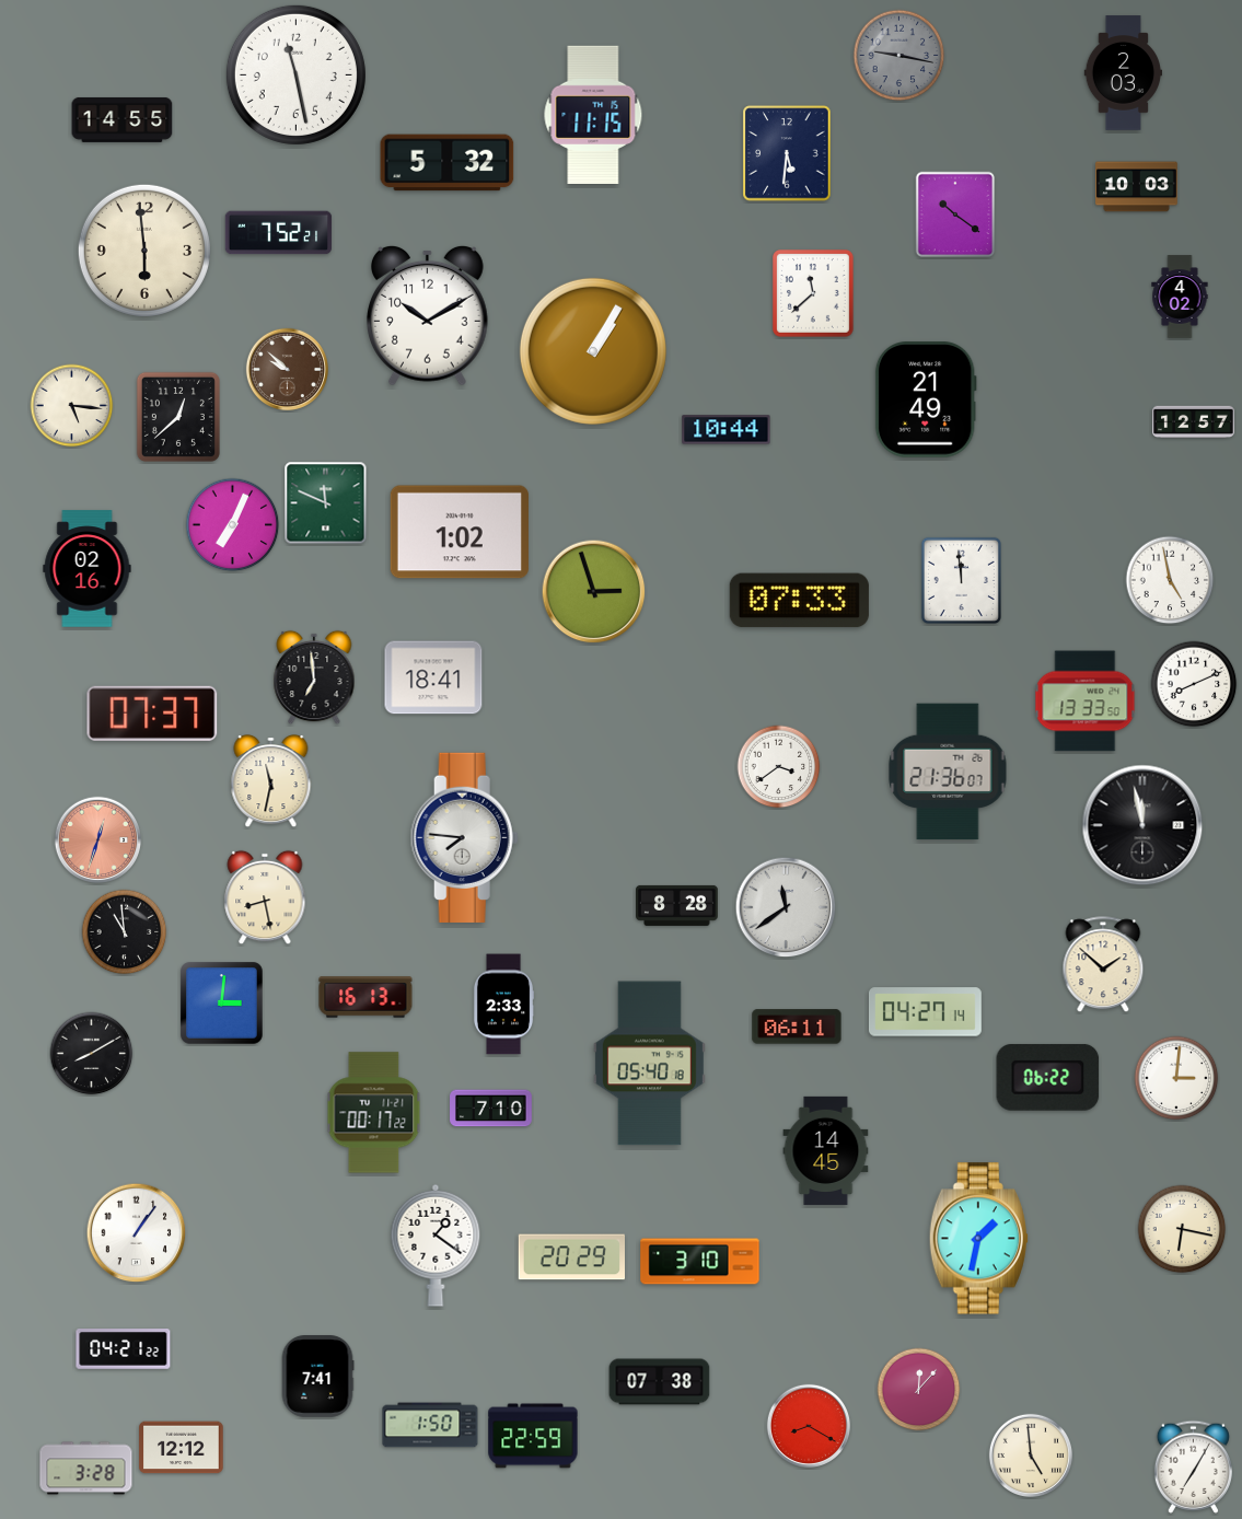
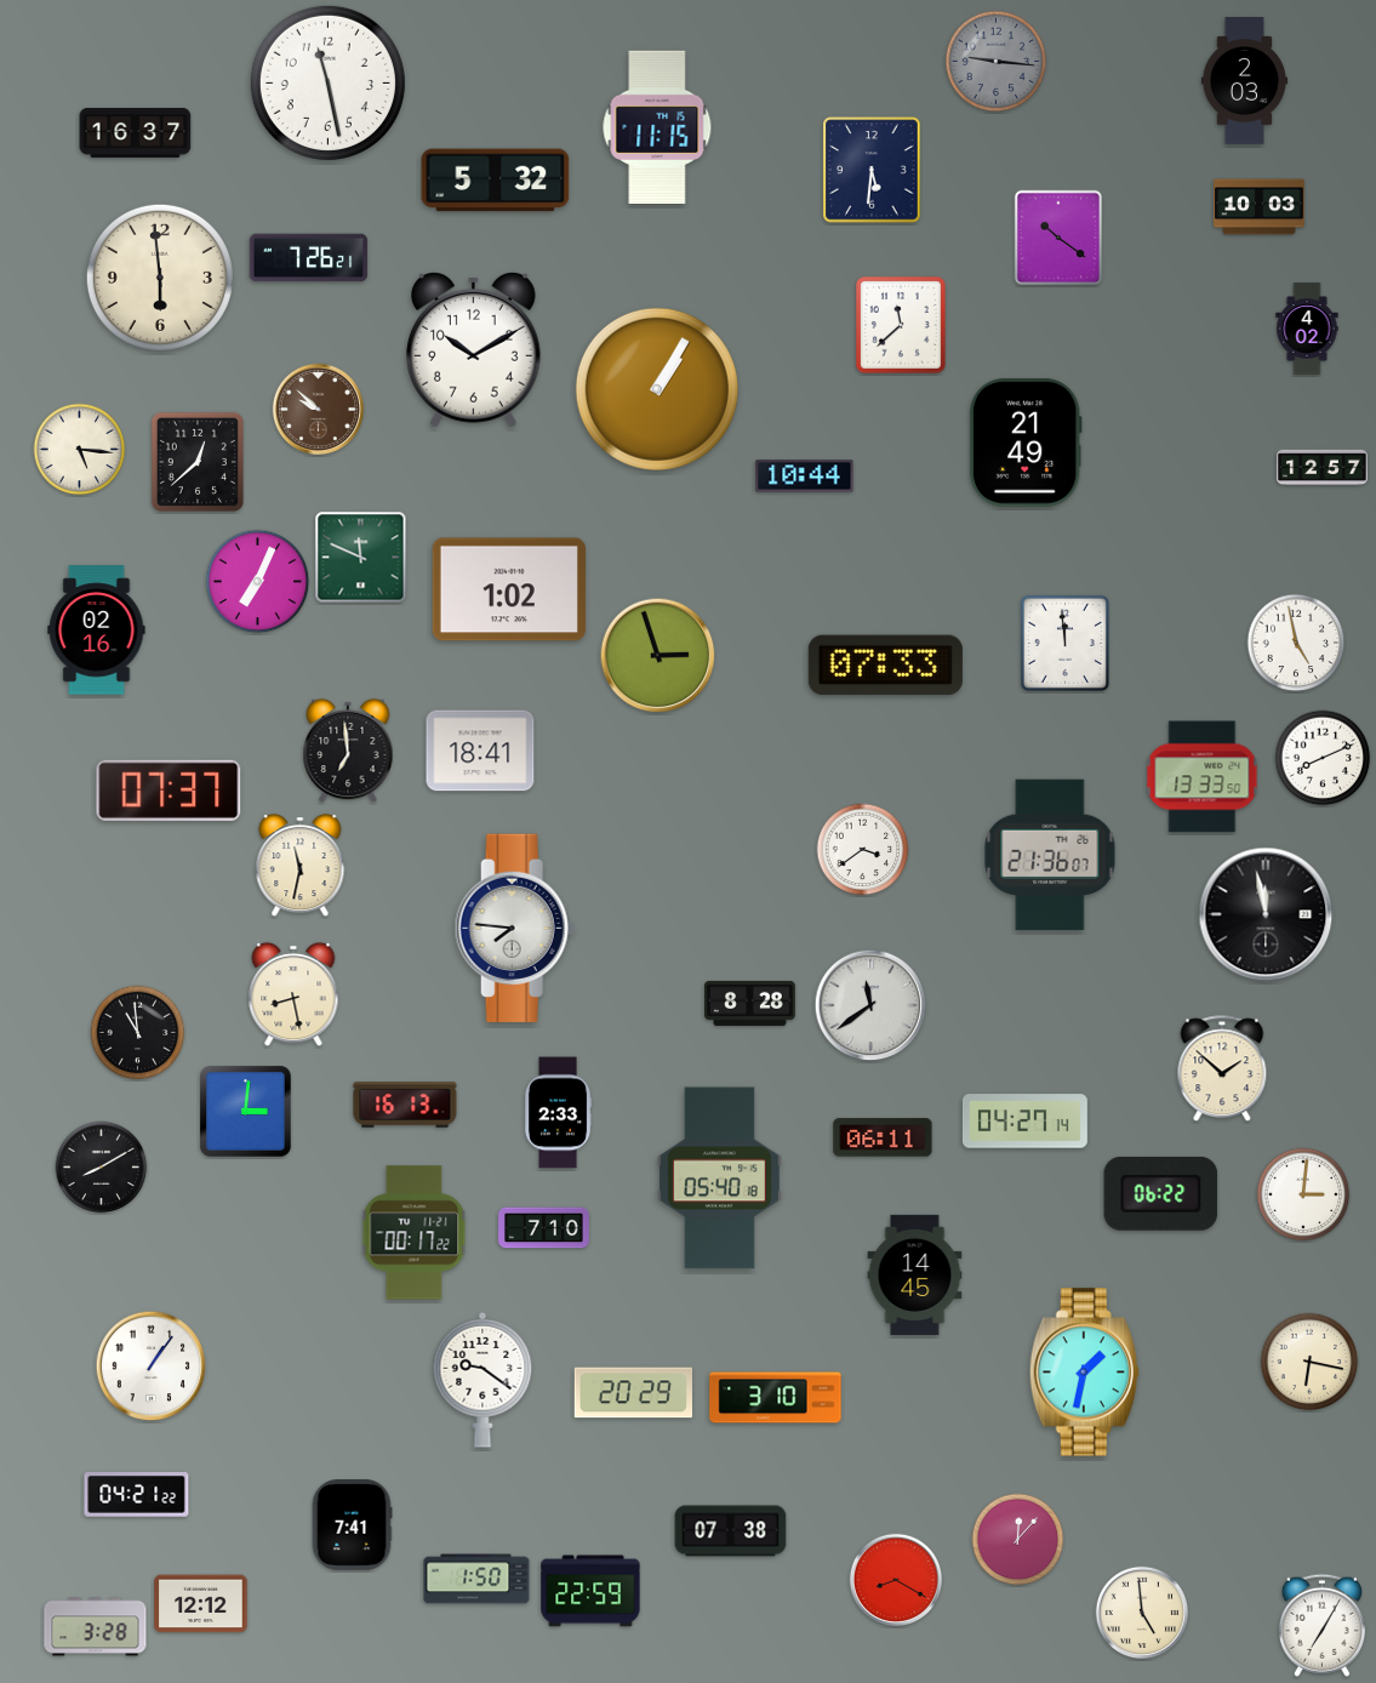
clock at (899, 56): 9:17 -> 9:16
clock at (123, 119): 14:55 -> 16:37
clock at (279, 233): 7:52 -> 7:26
clock at (97, 839): 12:33 -> none
clock at (436, 1245): 1:21 -> 9:21
